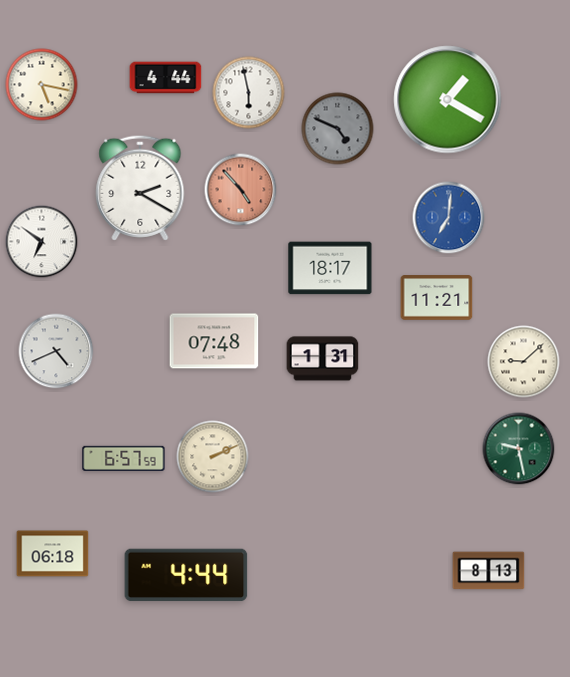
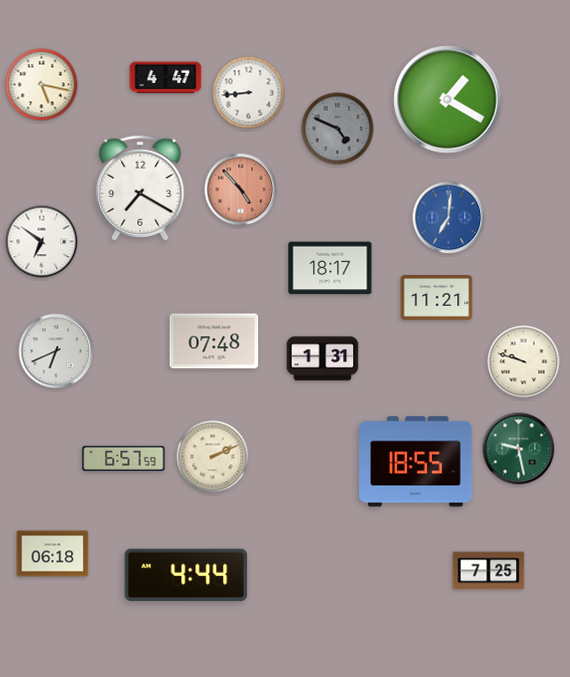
clock at (166, 78): 4:44 -> 4:47
clock at (249, 93): 5:58 -> 8:44
clock at (140, 188): 2:20 -> 7:20
clock at (56, 351): 4:41 -> 6:41
clock at (524, 362): 9:08 -> 9:48
clock at (416, 462): none -> 18:55
clock at (489, 571): 8:13 -> 7:25
